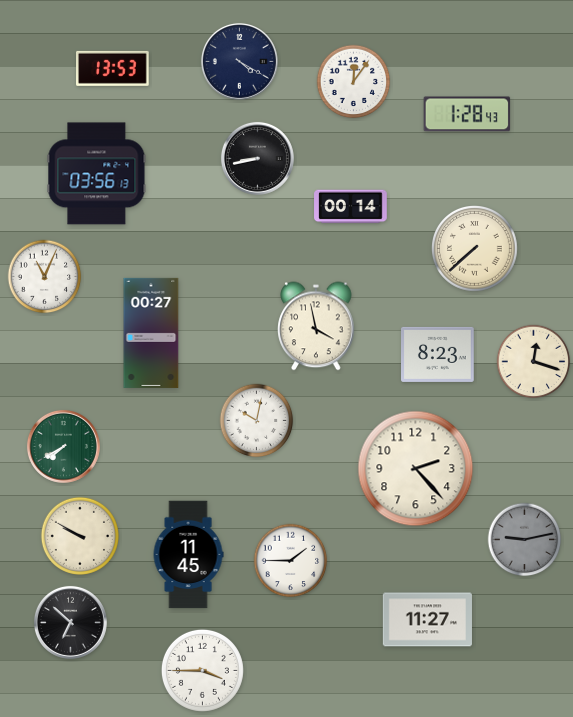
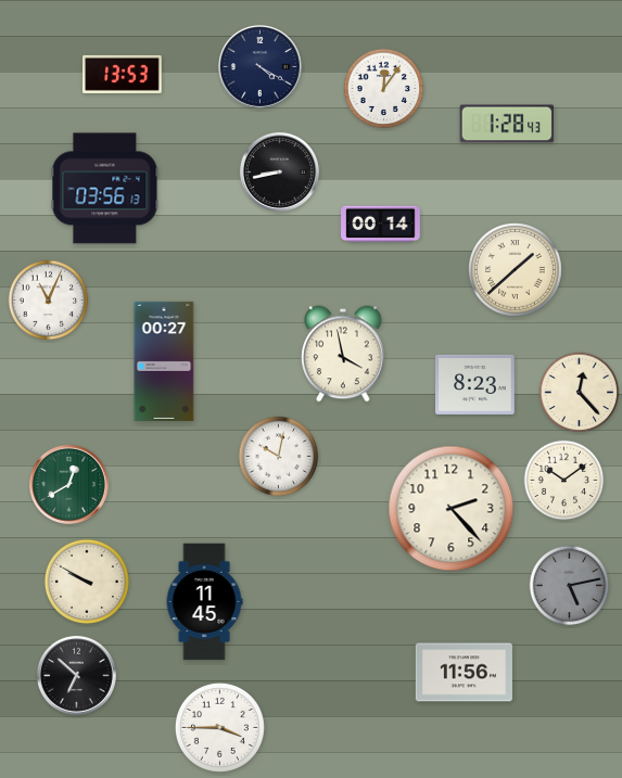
clock at (475, 249): 7:38 -> 1:38
clock at (534, 362): 12:18 -> 12:23
clock at (564, 481): none -> 10:09
clock at (63, 446): 7:40 -> 12:40
clock at (525, 540): 9:13 -> 5:13
clock at (291, 561): 1:45 -> none
clock at (427, 620): 11:27 -> 11:56
